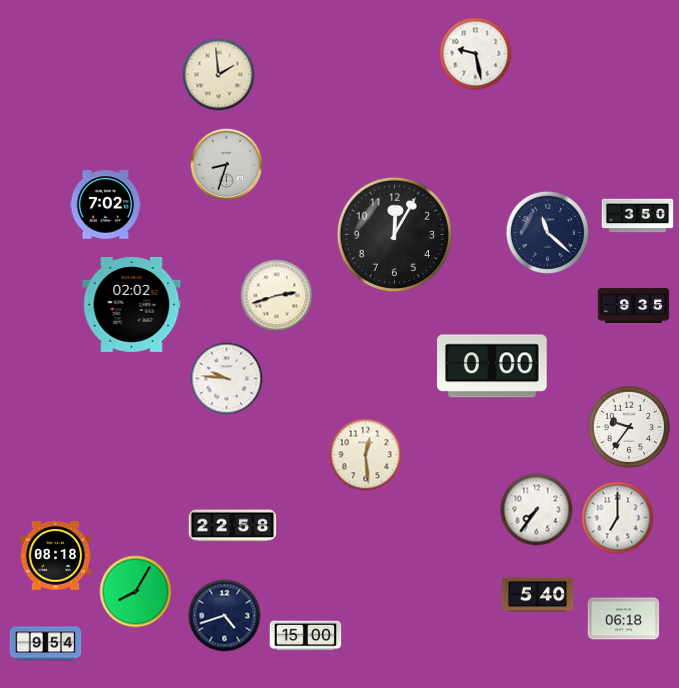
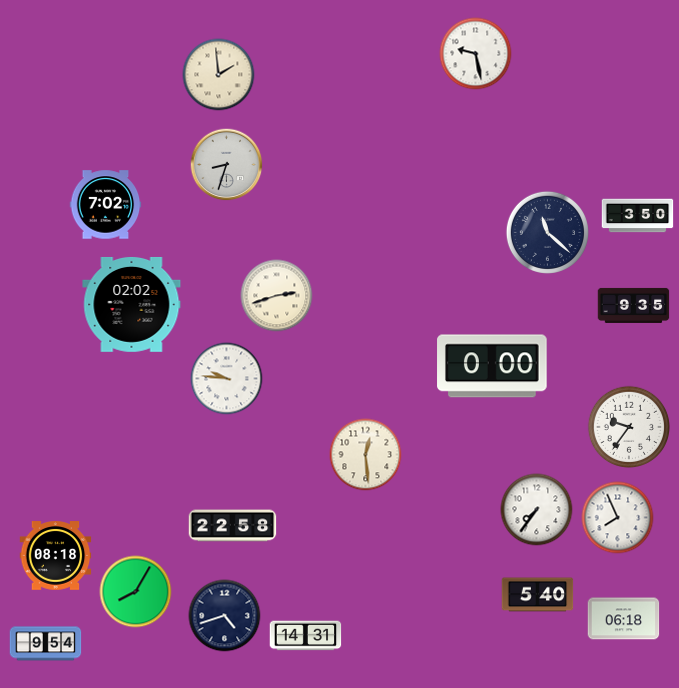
clock at (394, 234): 12:05 -> none
clock at (618, 518): 7:00 -> 7:56
clock at (306, 636): 15:00 -> 14:31
